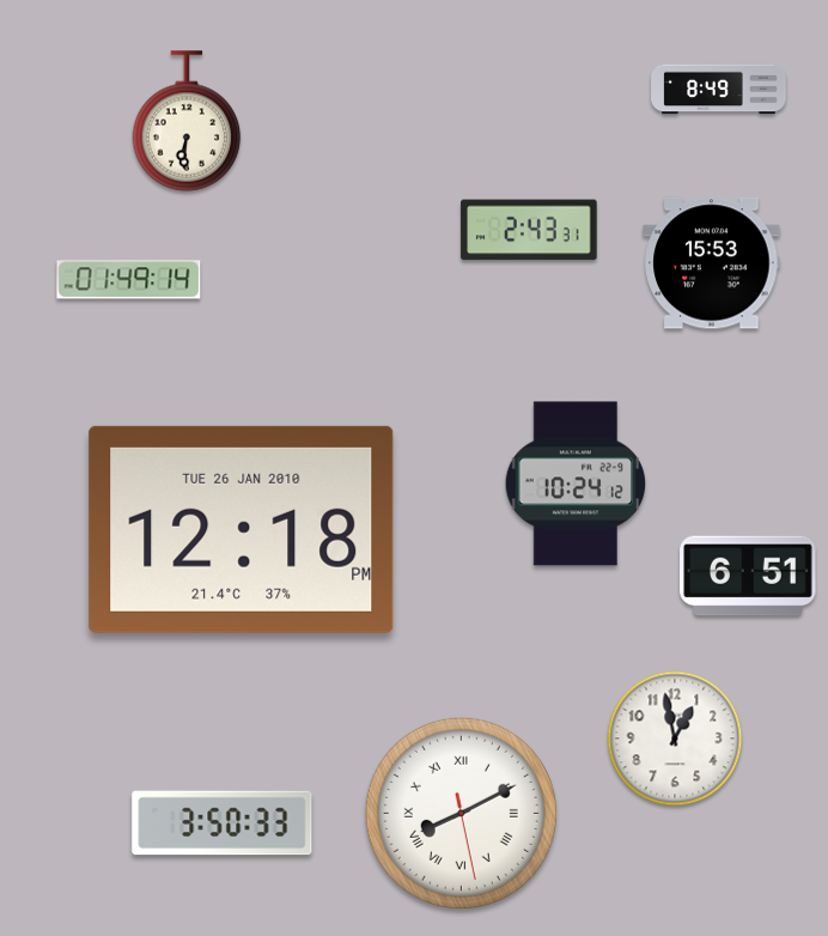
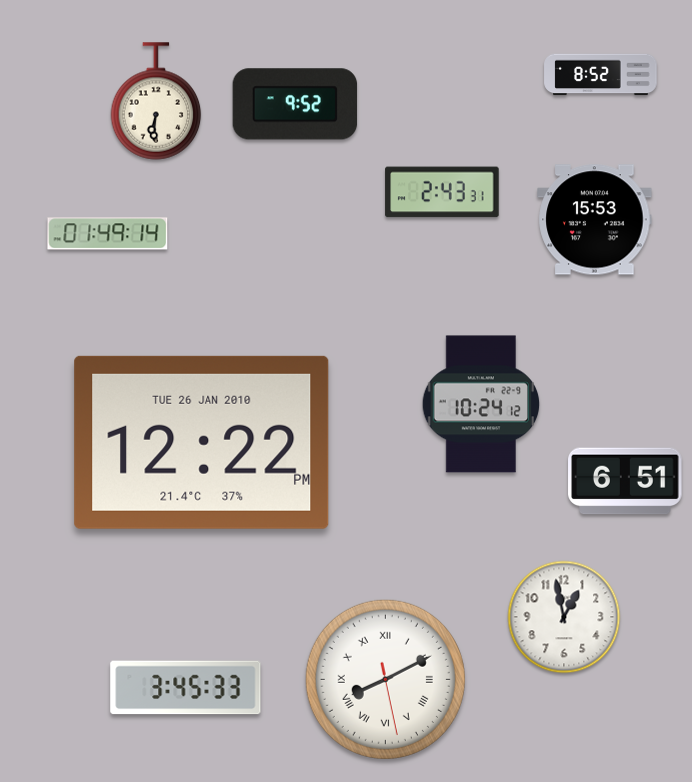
clock at (719, 90): 8:49 -> 8:52
clock at (295, 104): none -> 9:52
clock at (242, 529): 12:18 -> 12:22
clock at (223, 823): 3:50 -> 3:45
